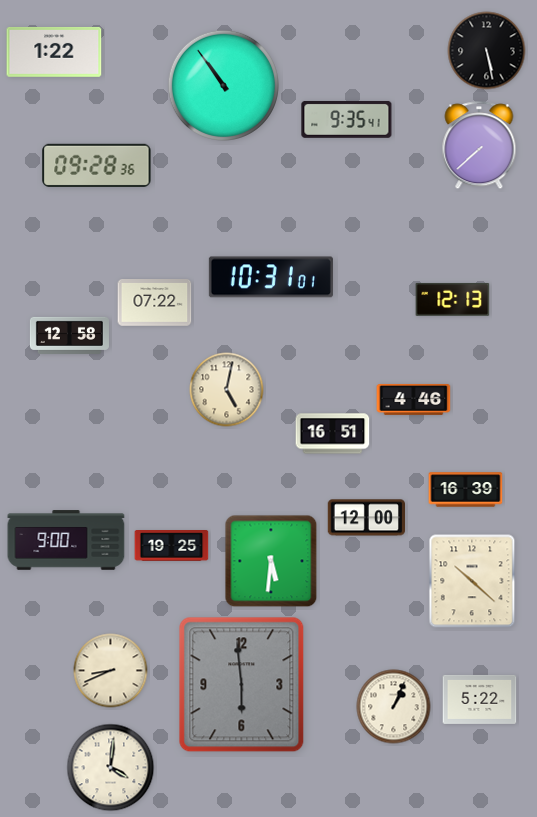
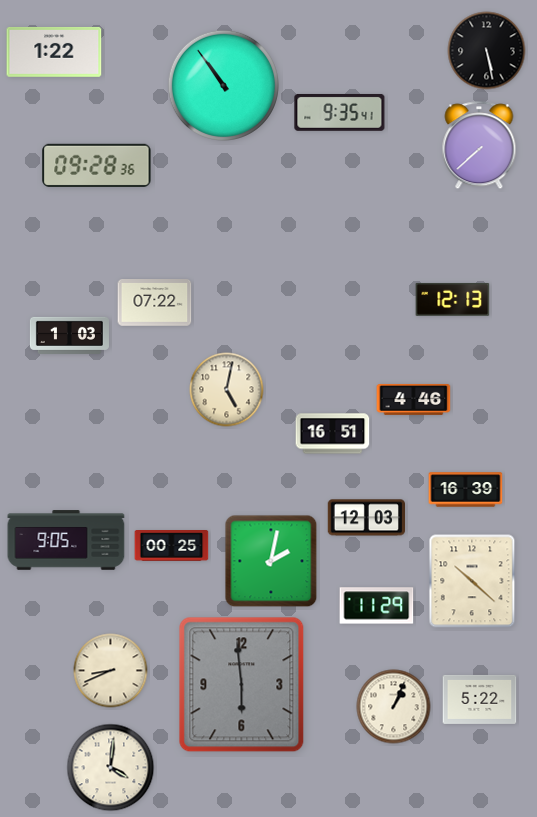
clock at (347, 119) position: (347, 119) -> (340, 112)
clock at (271, 277): 10:31 -> none
clock at (69, 335): 12:58 -> 1:03
clock at (366, 518): 12:00 -> 12:03
clock at (66, 540): 9:00 -> 9:05
clock at (172, 546): 19:25 -> 00:25
clock at (271, 561): 5:31 -> 2:02
clock at (377, 606): none -> 11:29
